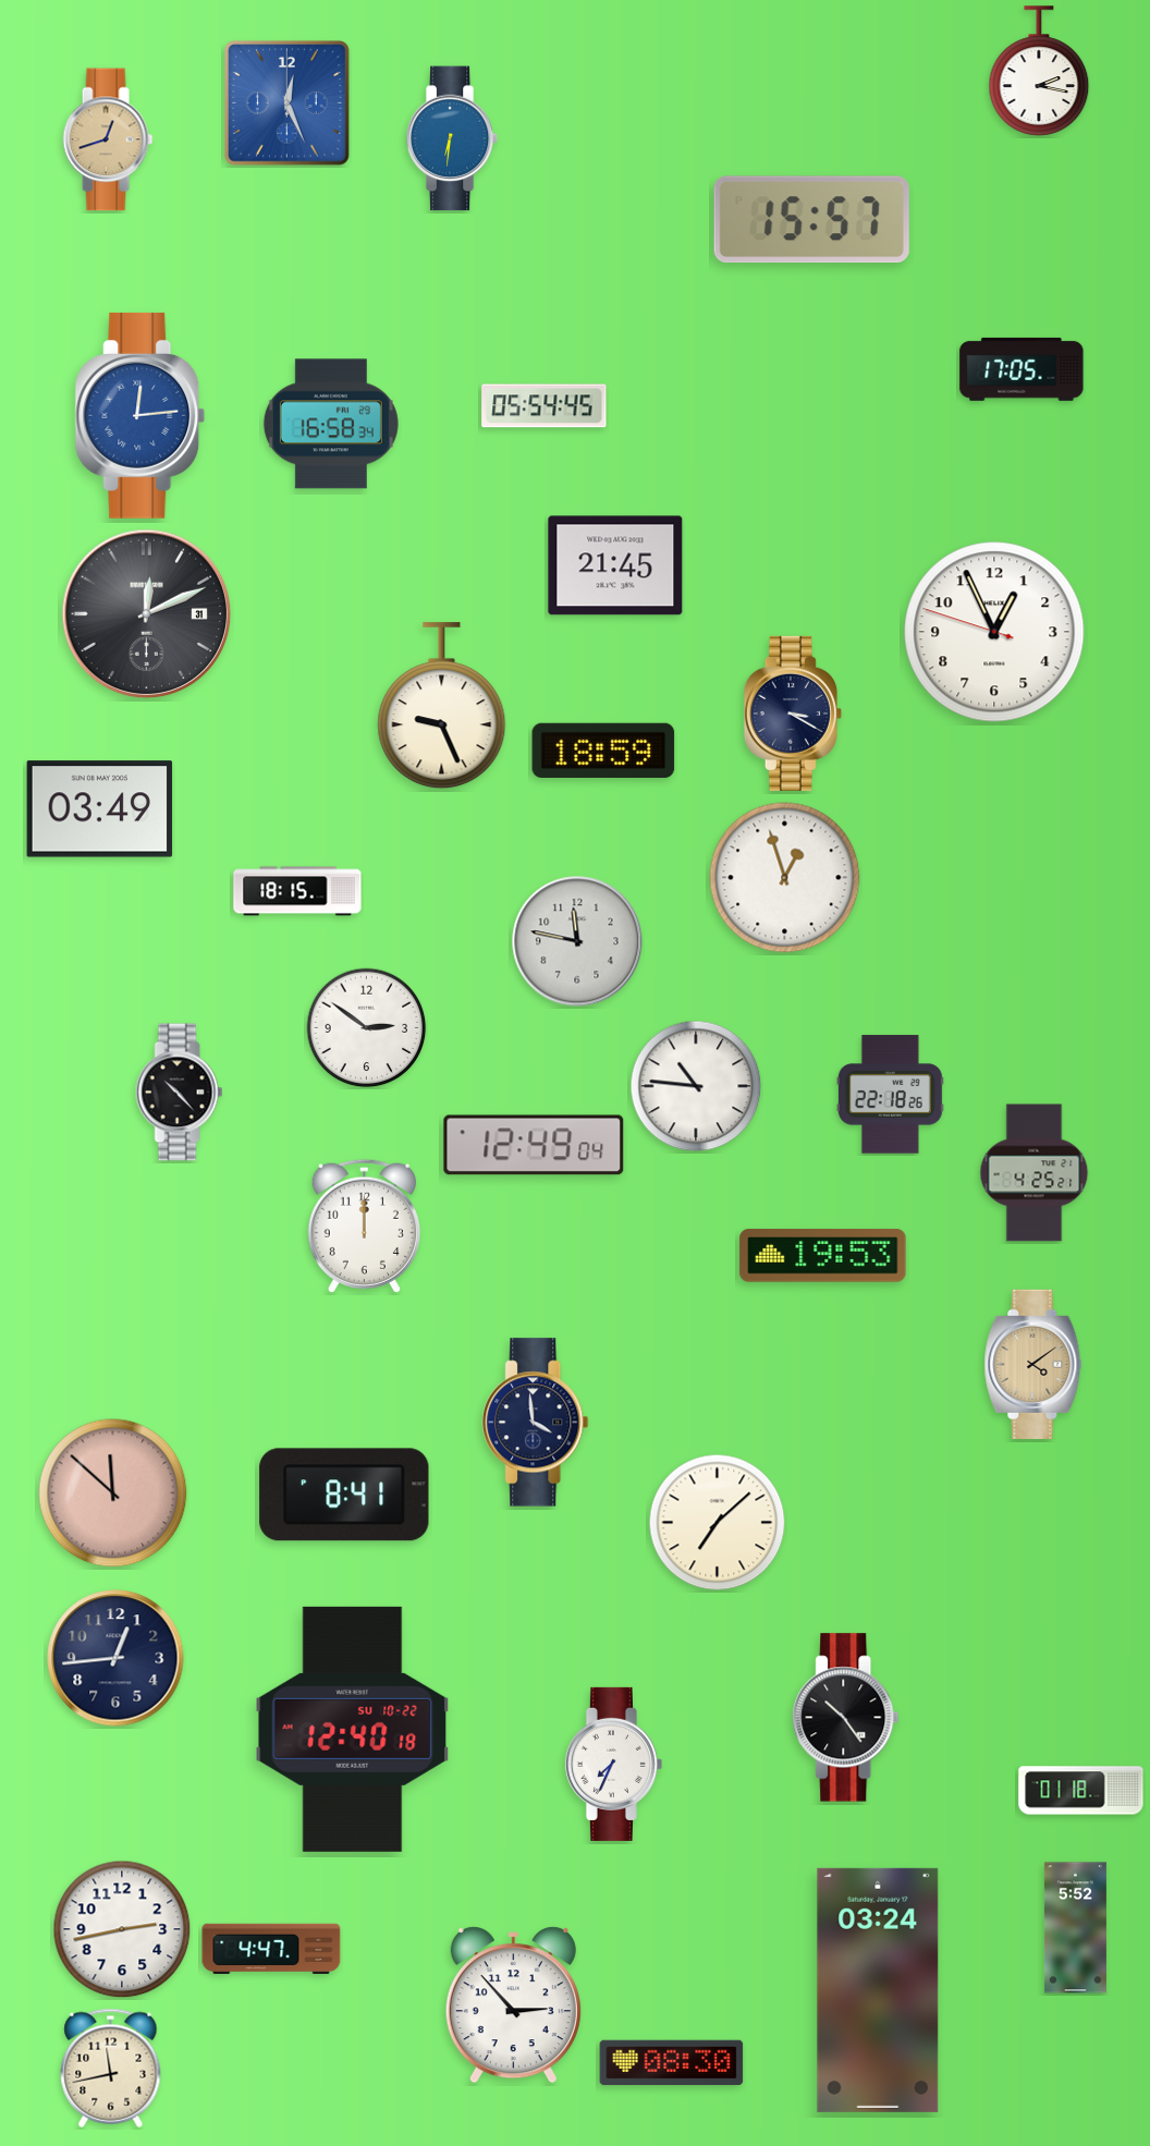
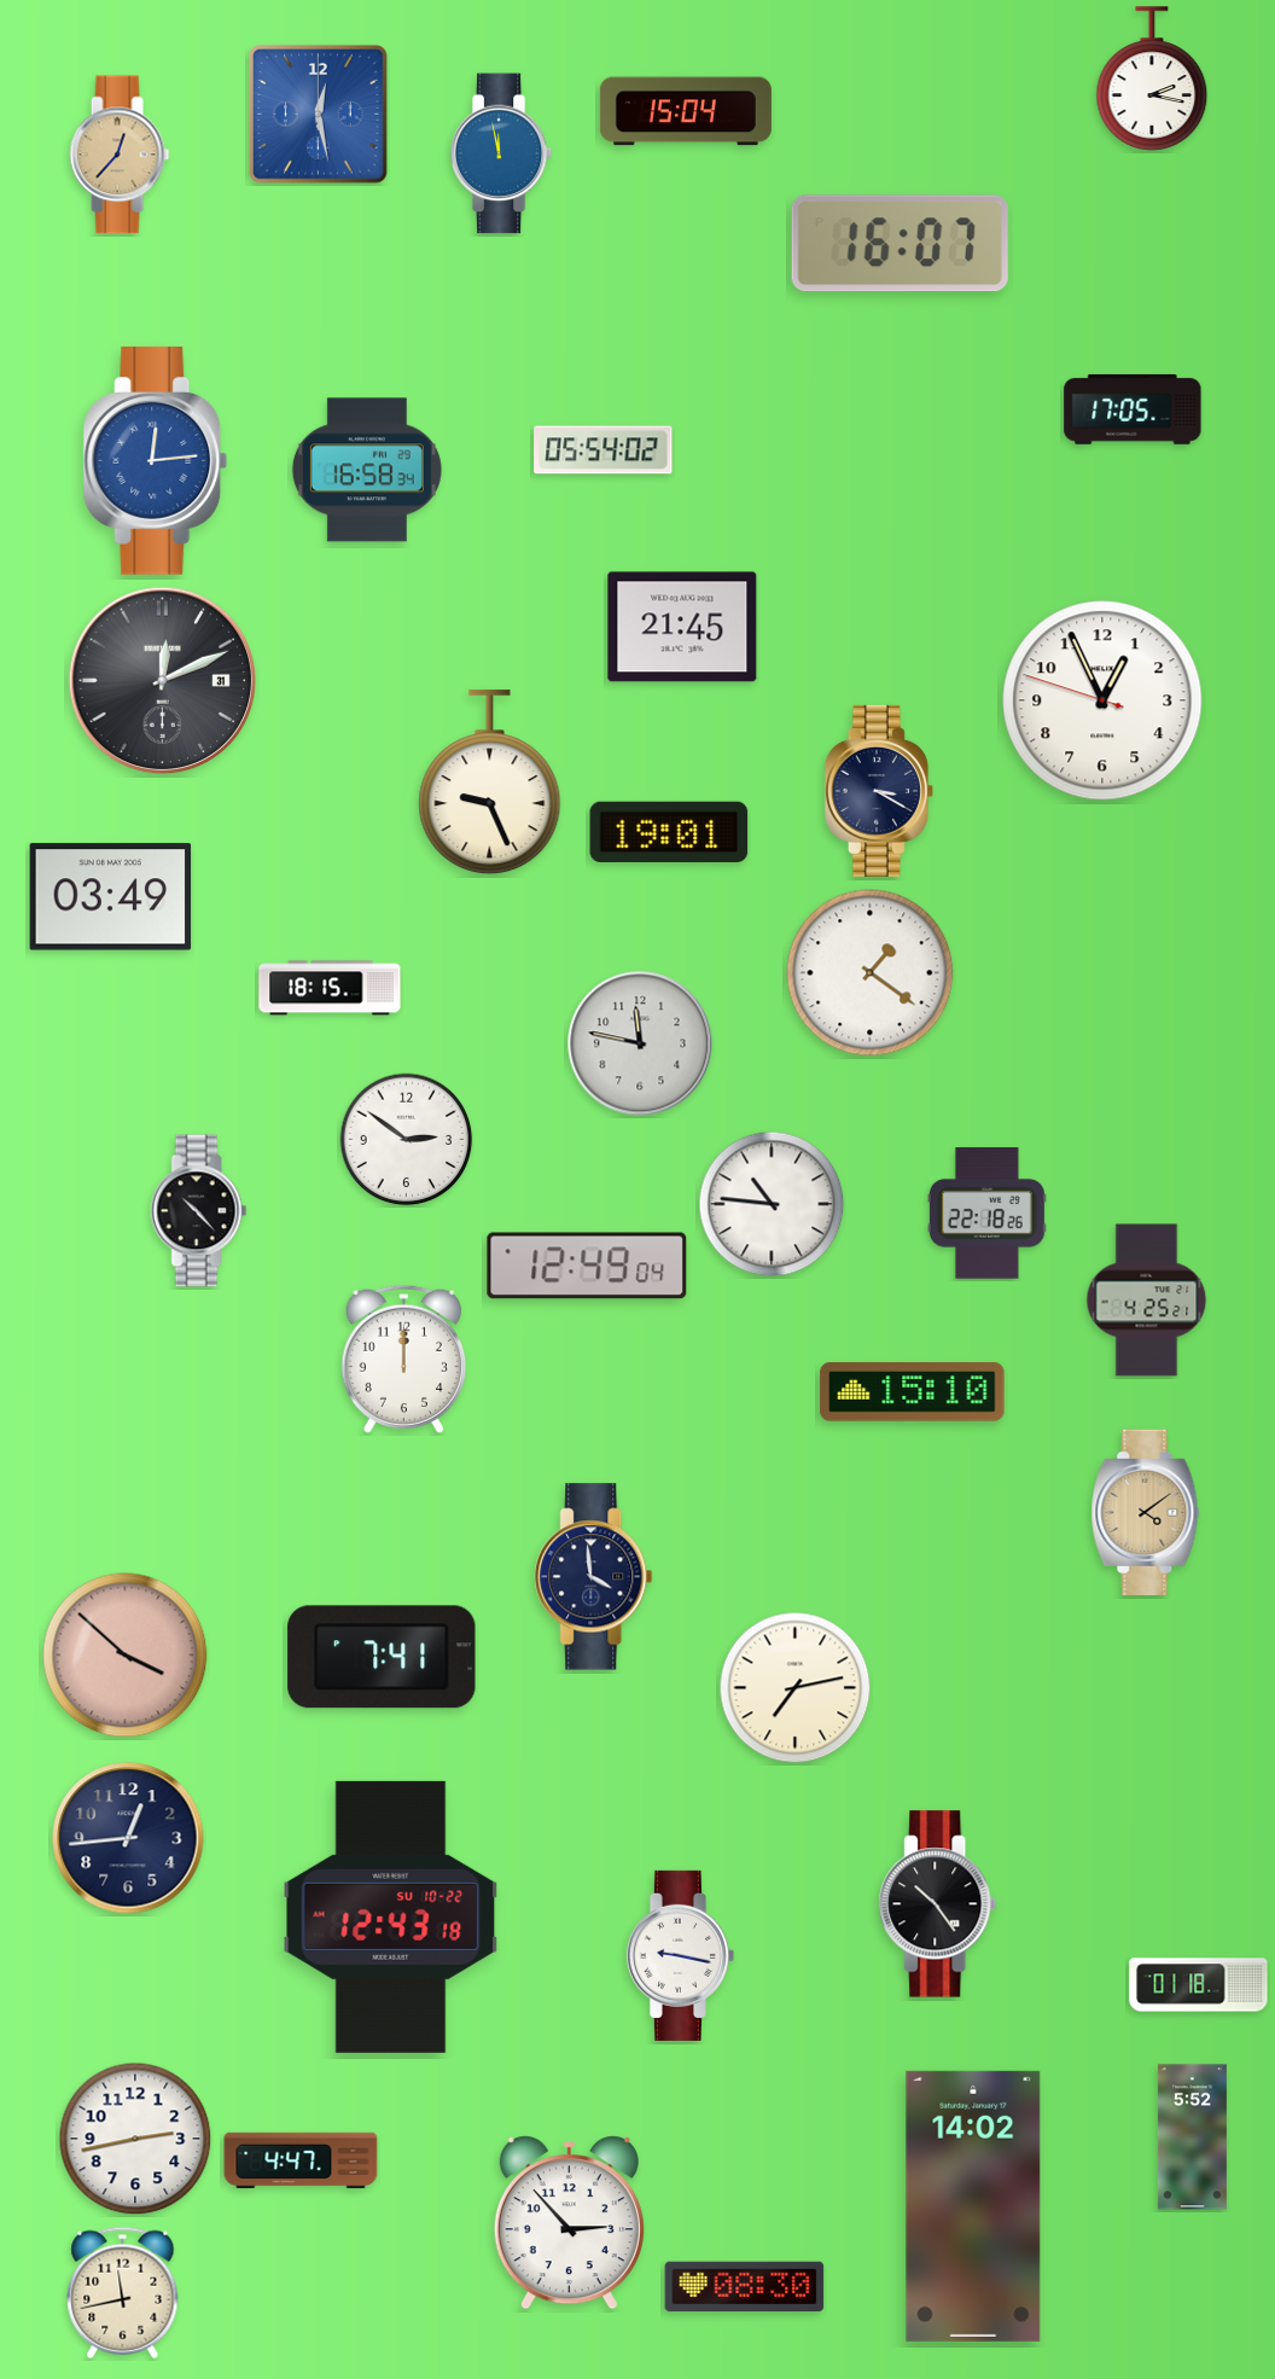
clock at (686, 111): none -> 15:04
clock at (287, 103): 12:26 -> 12:28
clock at (452, 138): 6:31 -> 11:58
clock at (108, 139): 12:42 -> 12:37
clock at (811, 220): 15:57 -> 16:07
clock at (545, 406): 05:54:45 -> 05:54:02
clock at (603, 751): 18:59 -> 19:01
clock at (785, 878): 12:57 -> 1:21
clock at (534, 1145) position: (534, 1145) -> (587, 1266)
clock at (823, 1256): 19:53 -> 15:10
clock at (113, 1493): 11:52 -> 3:52
clock at (344, 1495): 8:41 -> 7:41
clock at (718, 1523): 7:08 -> 7:13
clock at (353, 1729): 12:40 -> 12:43
clock at (613, 1764): 7:34 -> 9:17
clock at (878, 1990): 03:24 -> 14:02
